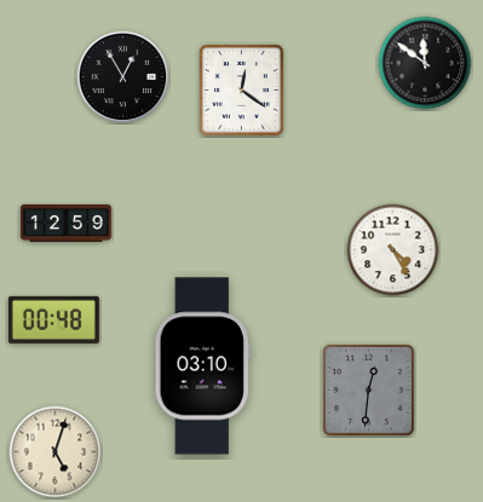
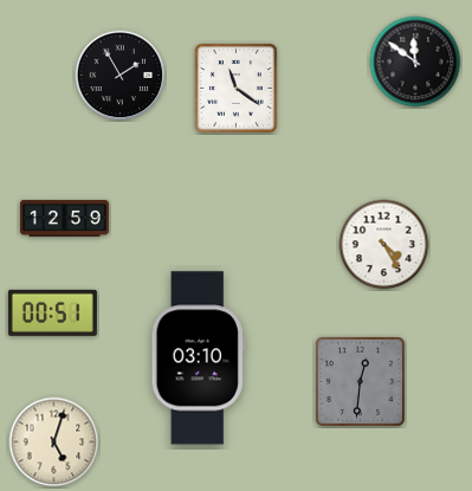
clock at (123, 77): 12:55 -> 1:55
clock at (242, 91): 12:21 -> 11:21
clock at (53, 319): 00:48 -> 00:51
